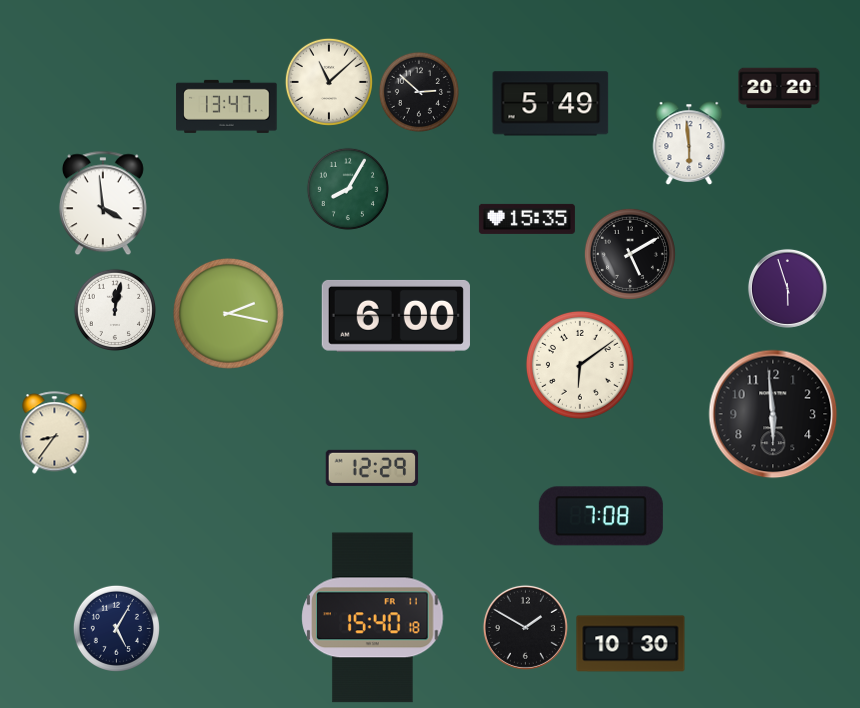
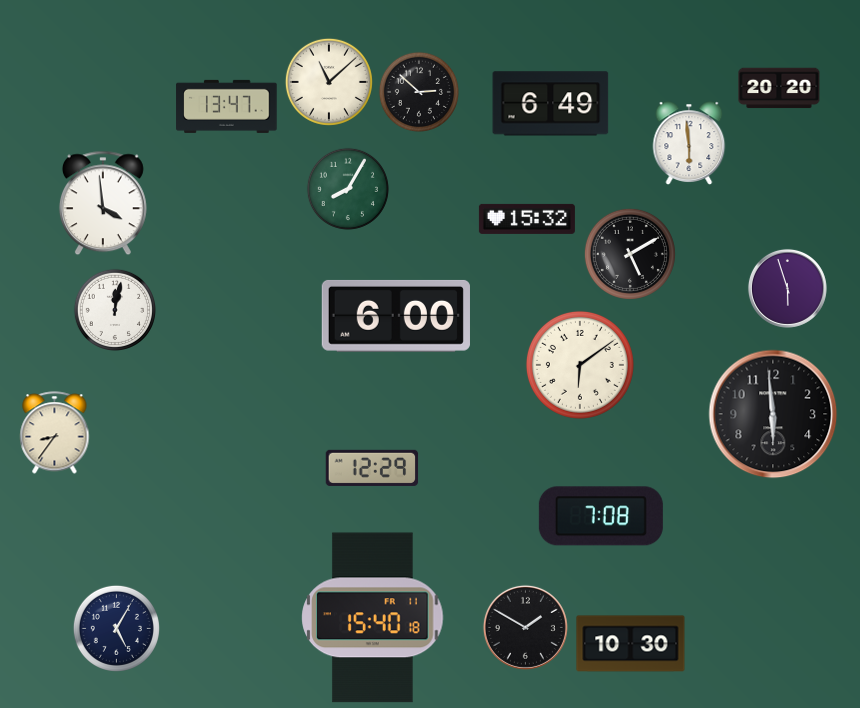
clock at (551, 104): 5:49 -> 6:49
clock at (527, 219): 15:35 -> 15:32
clock at (228, 313): 2:17 -> none
